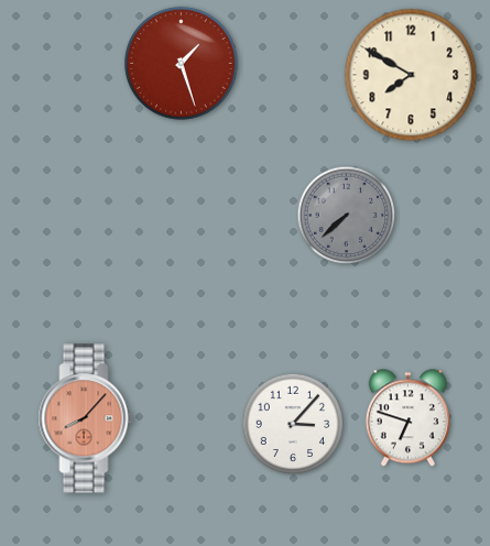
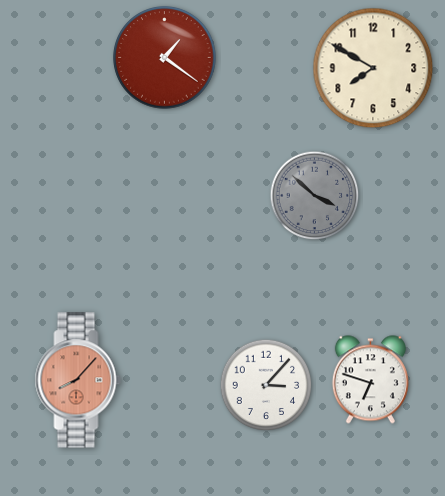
clock at (182, 64): 1:27 -> 1:21
clock at (347, 216): 7:38 -> 3:52
